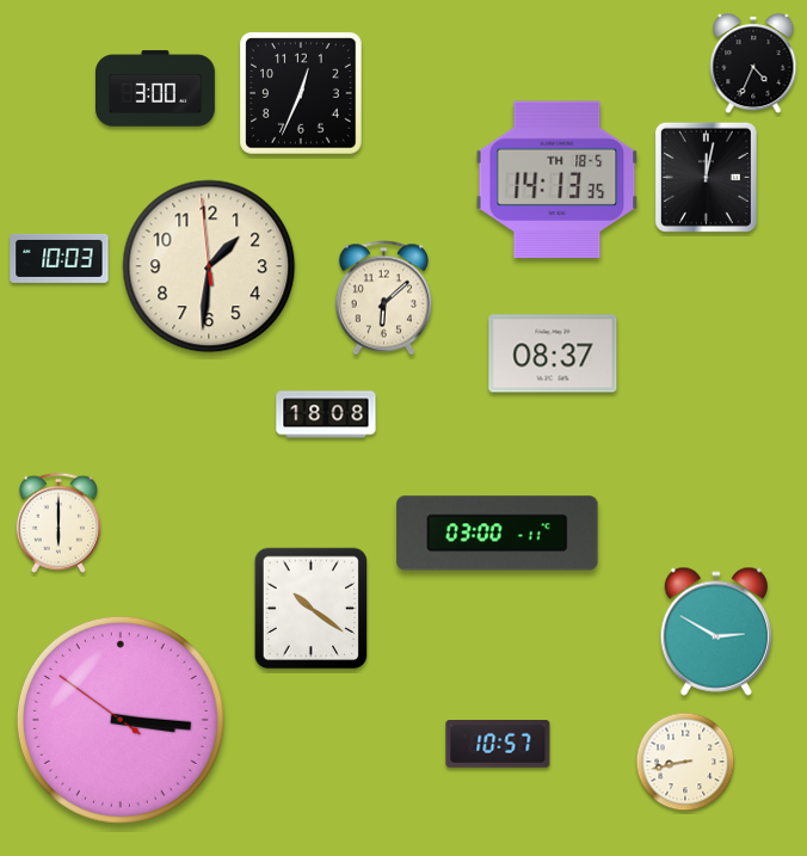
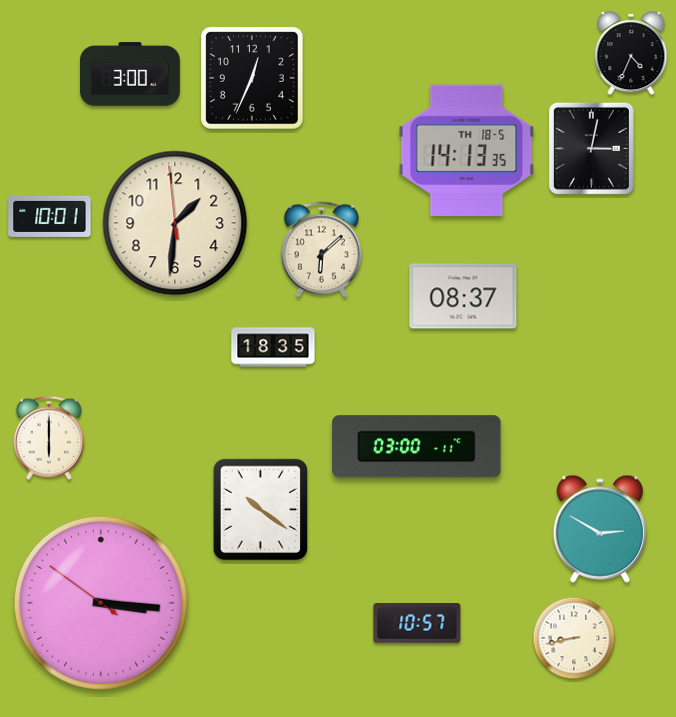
clock at (706, 177): 12:02 -> 3:02
clock at (60, 258): 10:03 -> 10:01
clock at (326, 414): 18:08 -> 18:35
